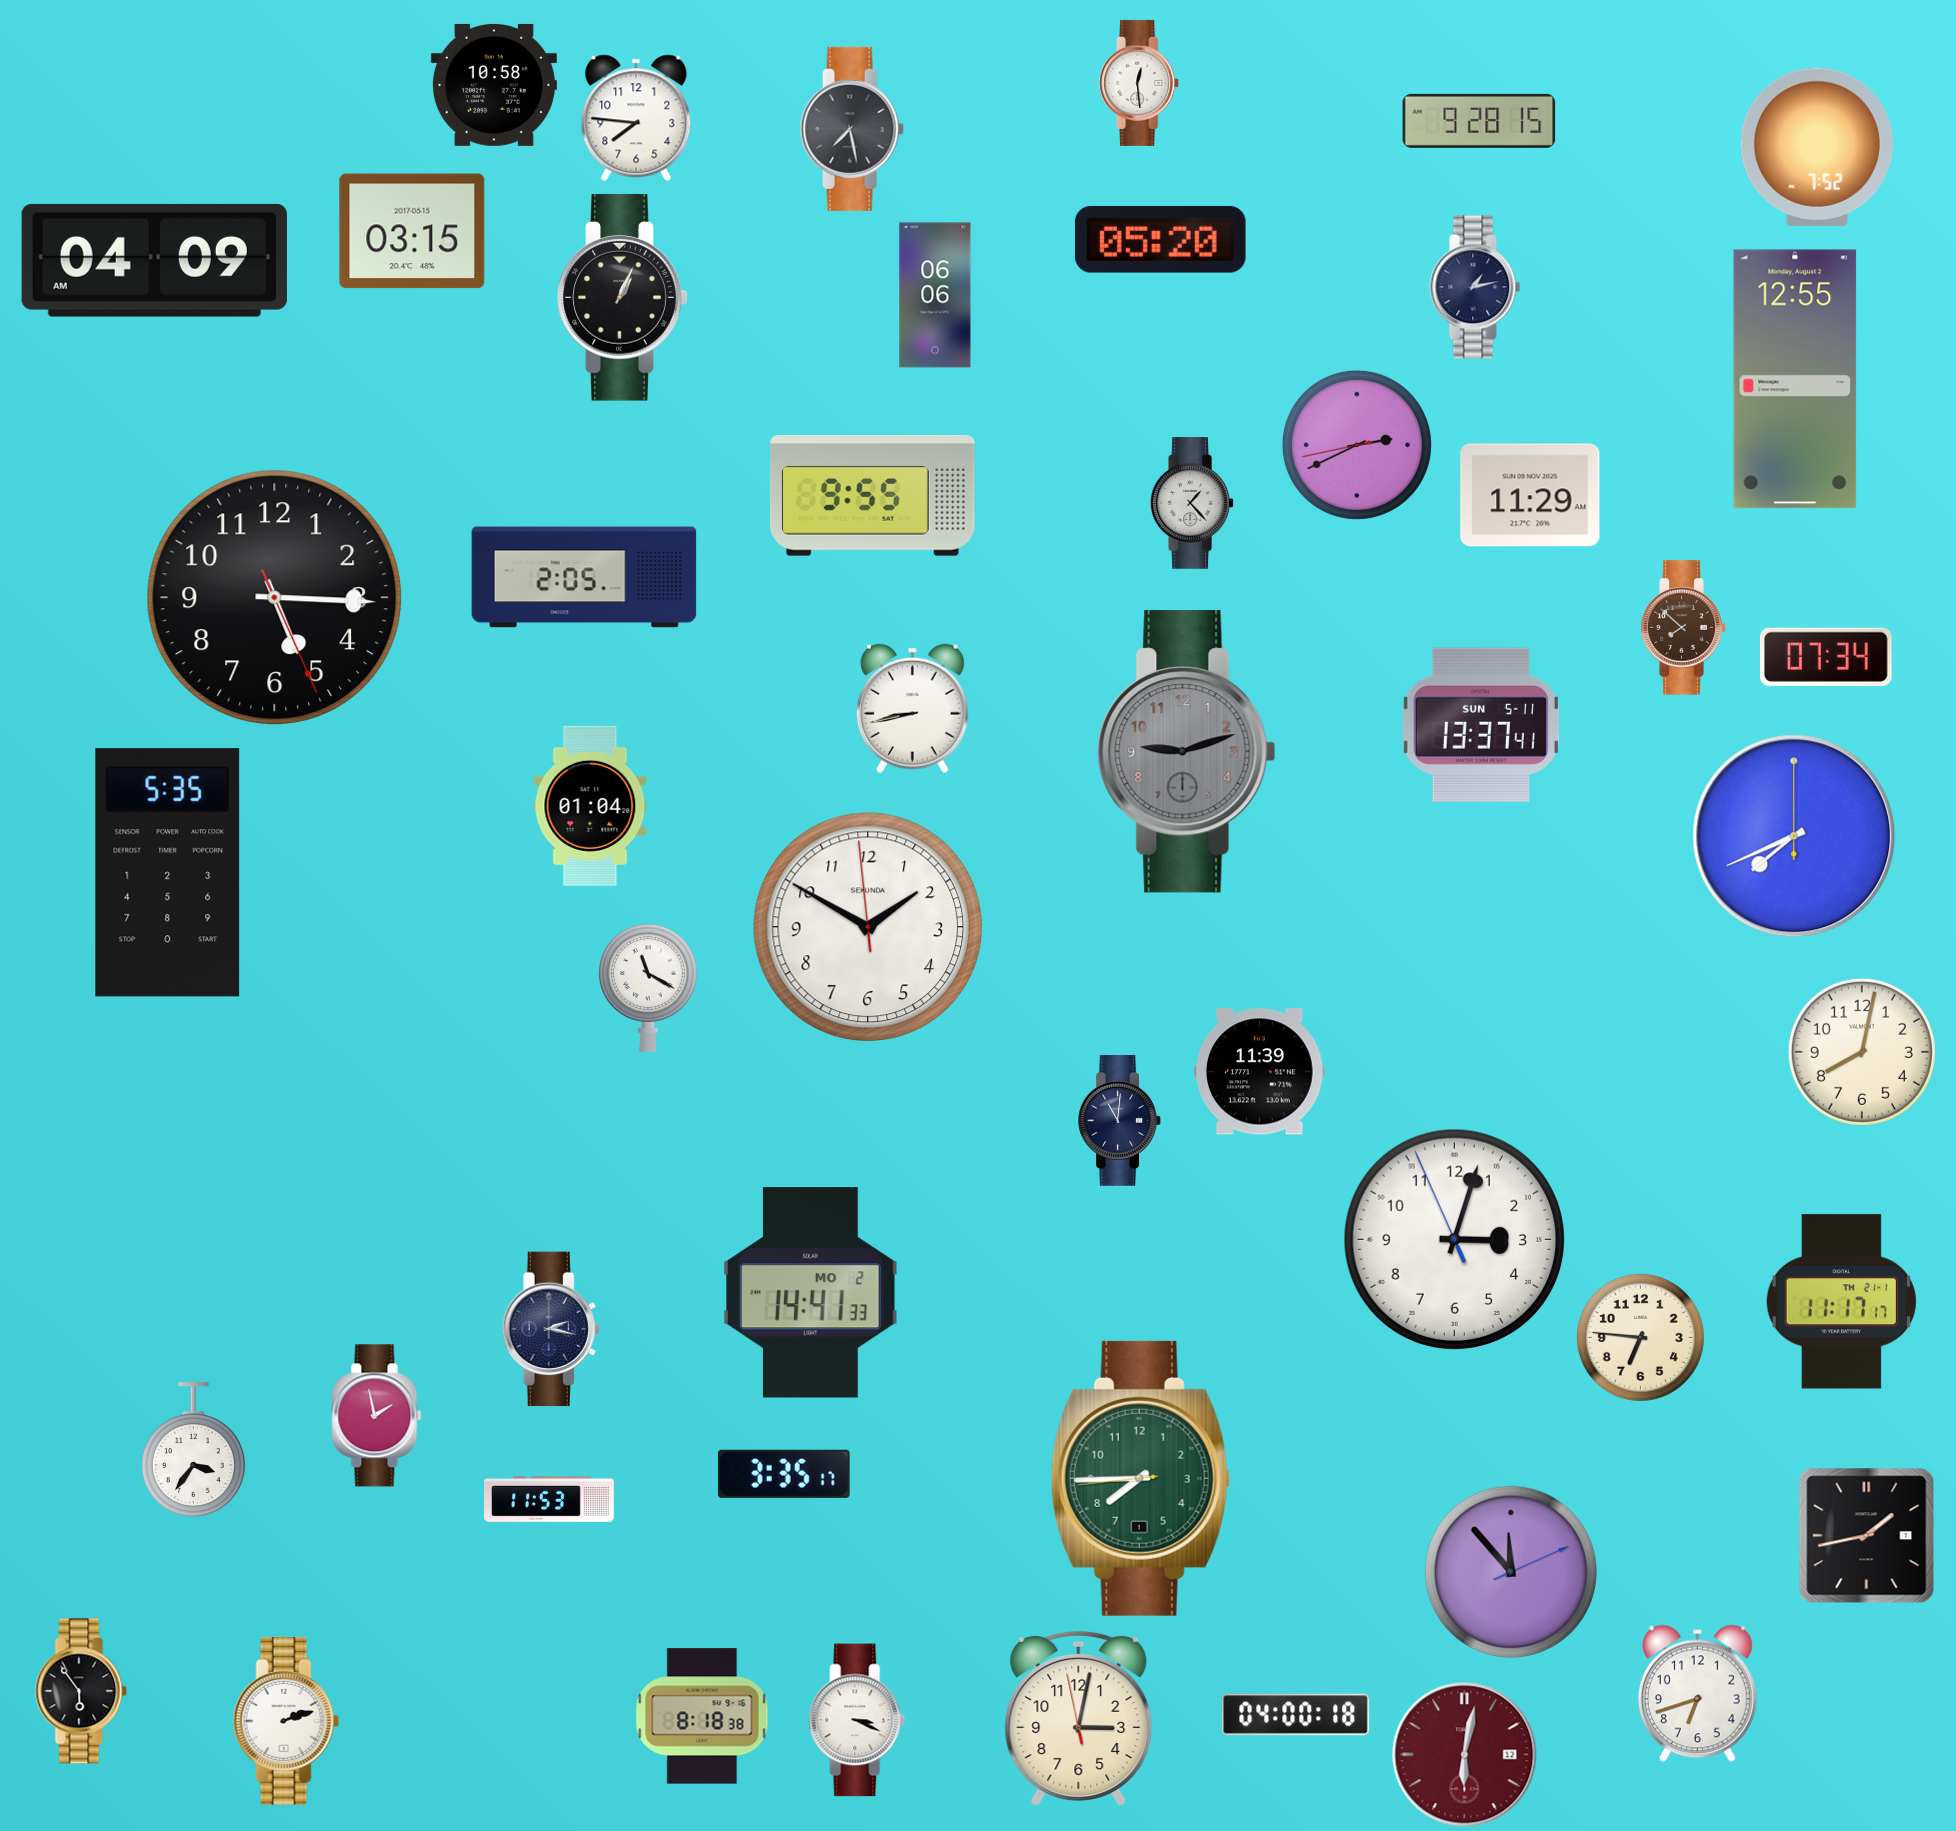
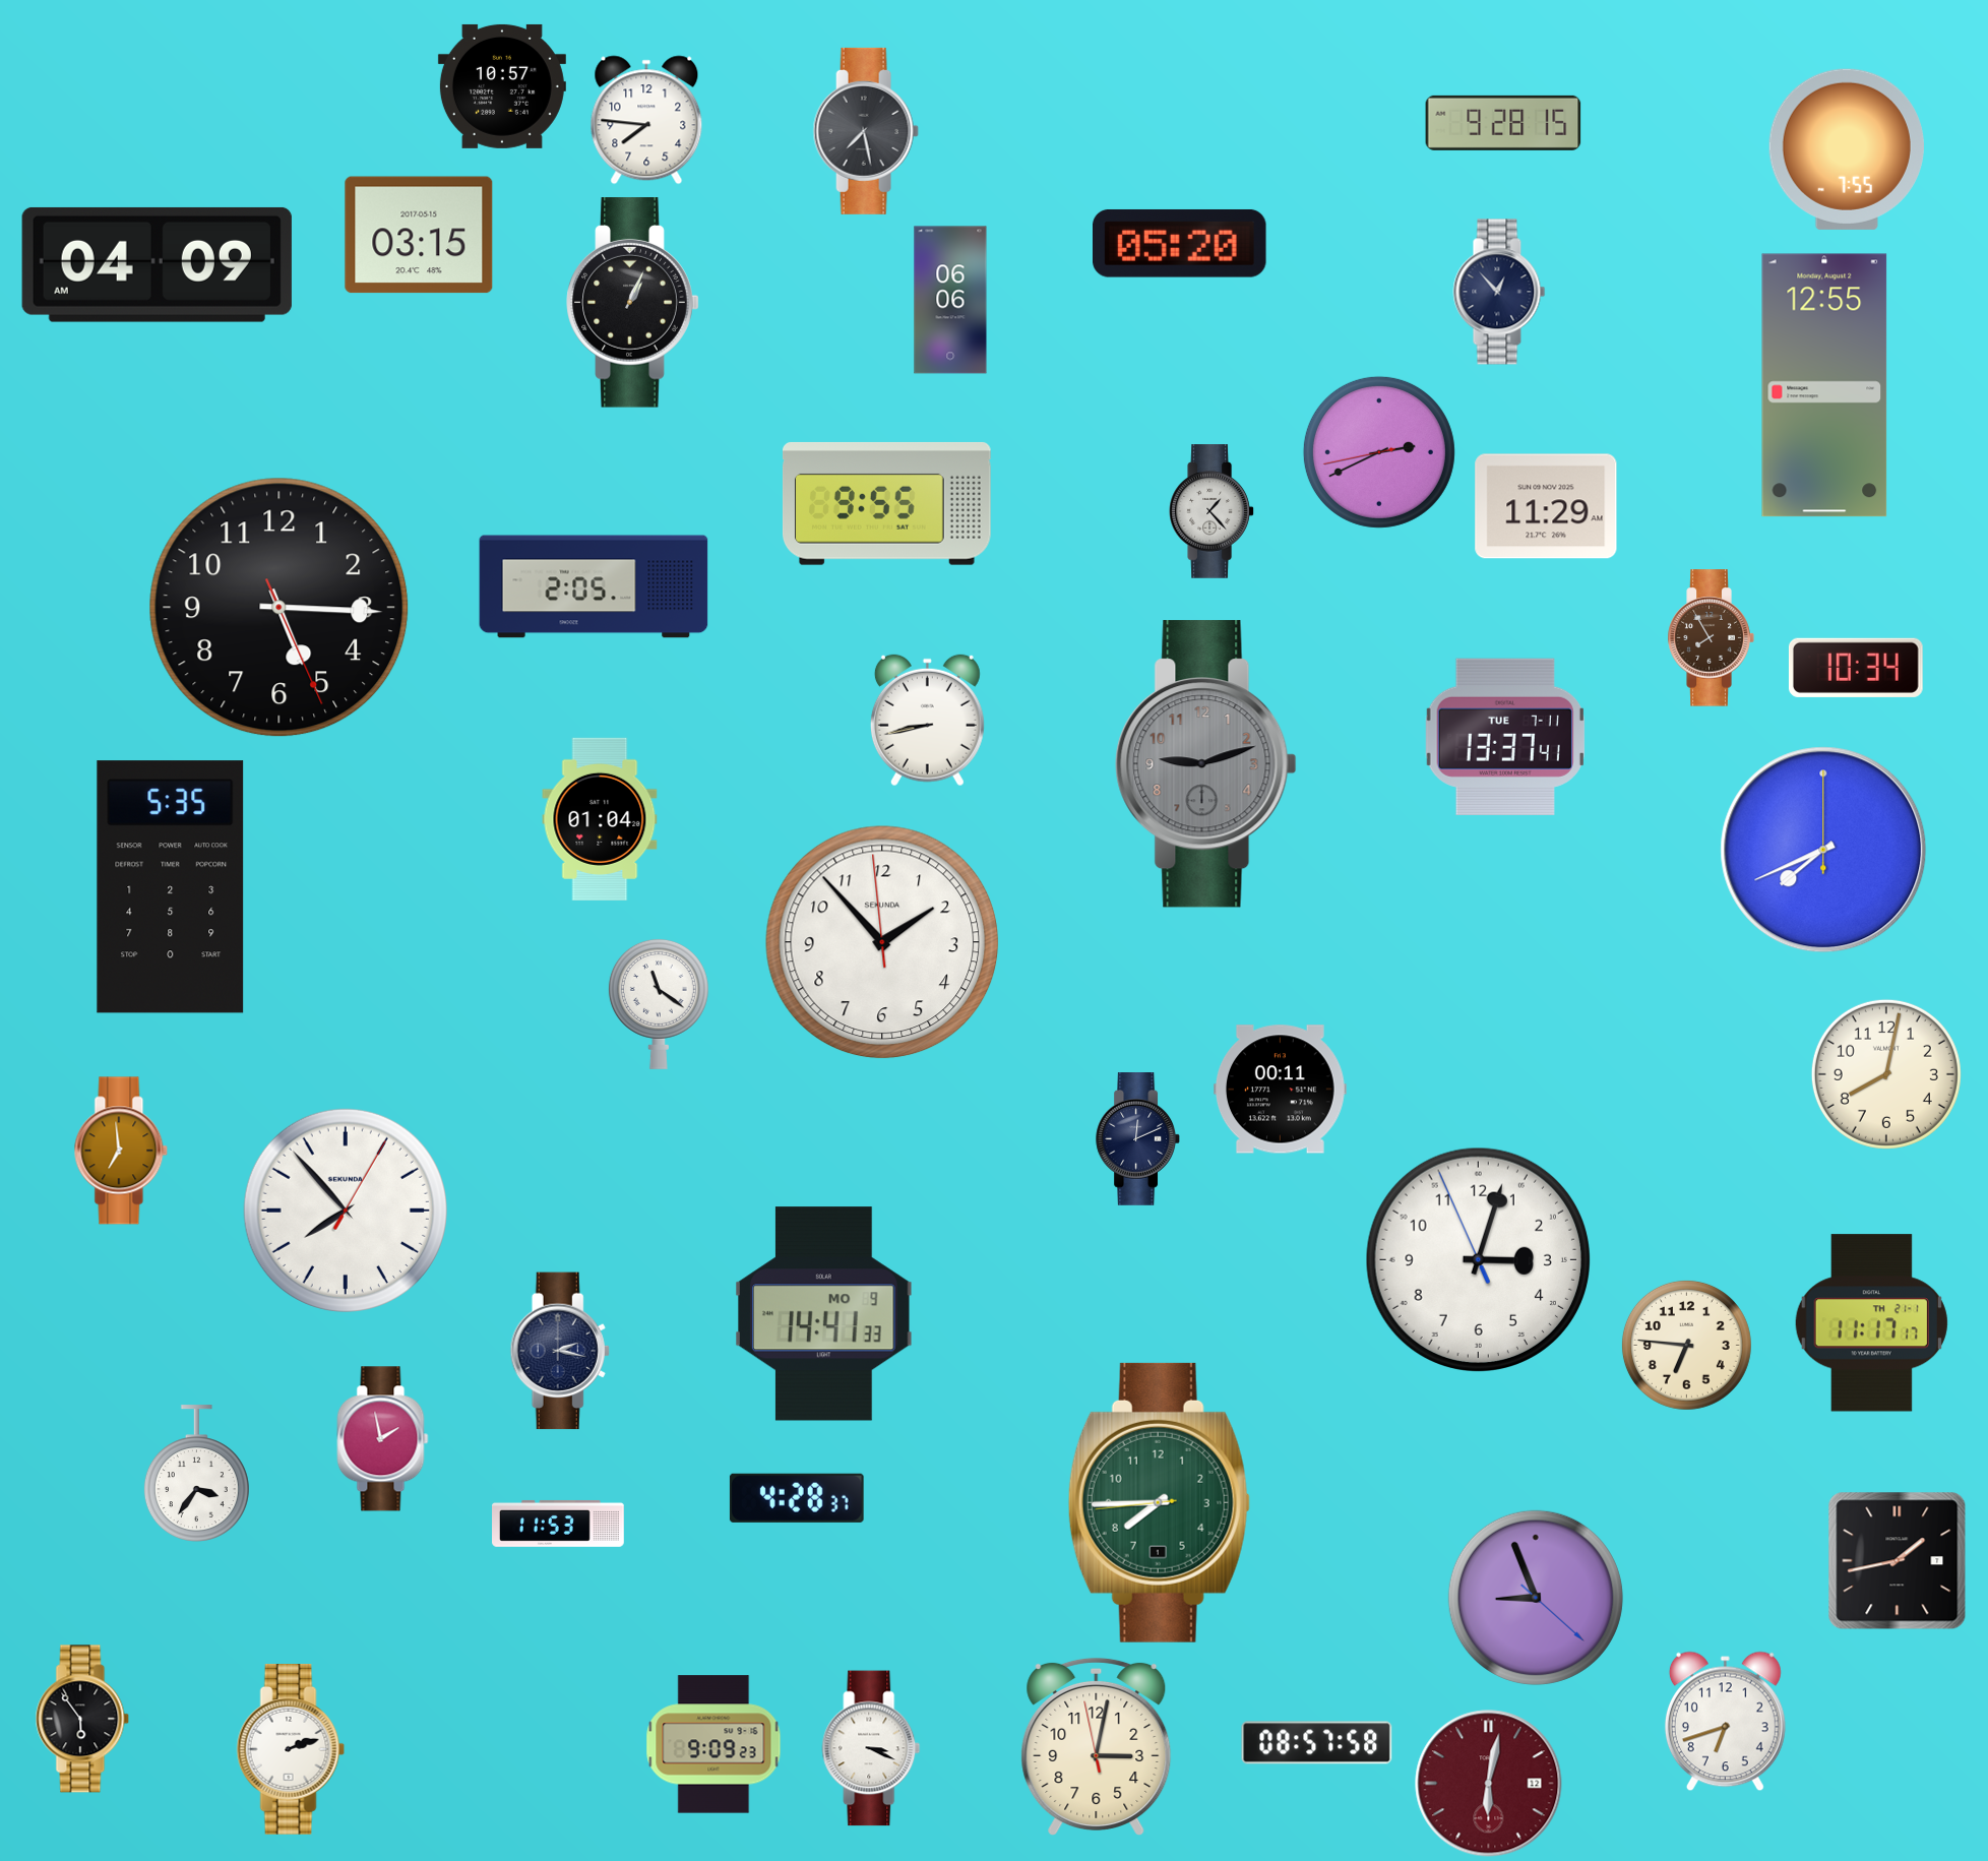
clock at (1140, 83): 12:29 -> none
clock at (494, 85): 10:58 -> 10:57
clock at (1817, 147): 7:52 -> 7:55
clock at (1475, 287): 1:13 -> 12:53
clock at (1530, 495) position: (1530, 495) -> (1546, 506)
clock at (1683, 628): 7:52 -> 7:55
clock at (1826, 657): 07:34 -> 10:34
clock at (1481, 725) date: SUN 5-11 -> TUE 7-11
clock at (868, 927): 1:49 -> 1:52
clock at (648, 987): 11:20 -> 11:21
clock at (1862, 1052) position: (1862, 1052) -> (1886, 1074)
clock at (1260, 1072): 11:39 -> 00:11
clock at (1119, 1121): 11:01 -> 12:11
clock at (121, 1151): none -> 6:59
clock at (346, 1211): none -> 7:53
clock at (811, 1293) date: MO 2 -> MO 9
clock at (1640, 1337) position: (1640, 1337) -> (1686, 1345)
clock at (784, 1474): 3:35 -> 4:28
clock at (1511, 1572): 11:53 -> 8:56
clock at (1296, 1715): 04:00 -> 08:57
clock at (702, 1716): 8:18 -> 9:09
